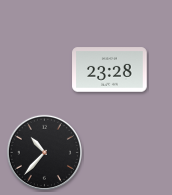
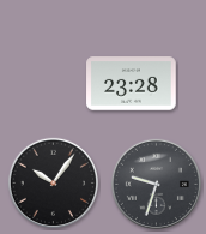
clock at (44, 152): 10:37 -> 10:06
clock at (156, 184): none -> 9:33
